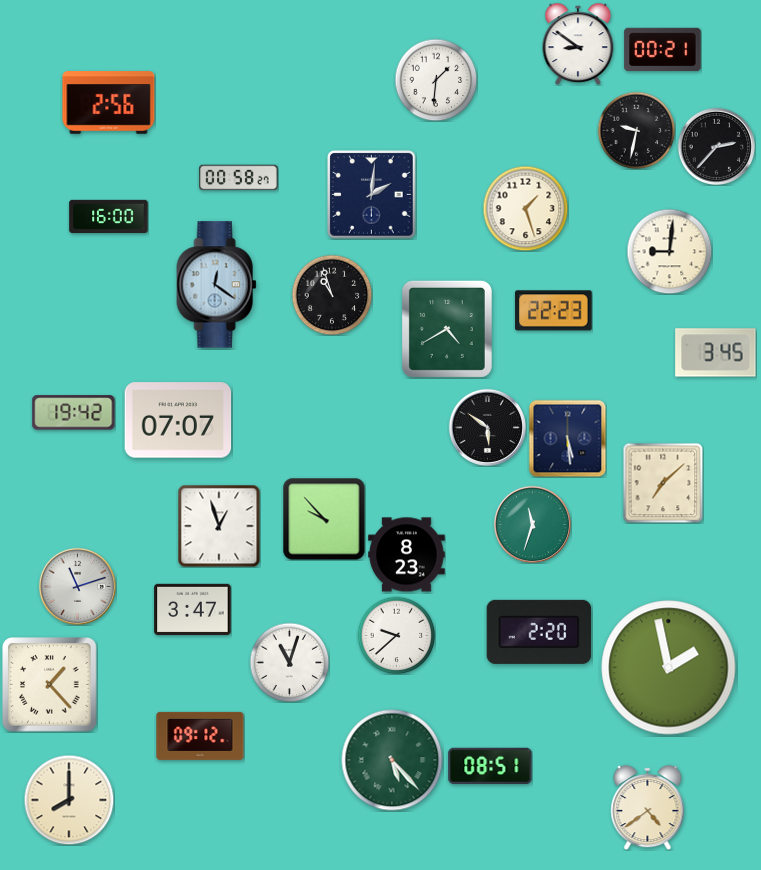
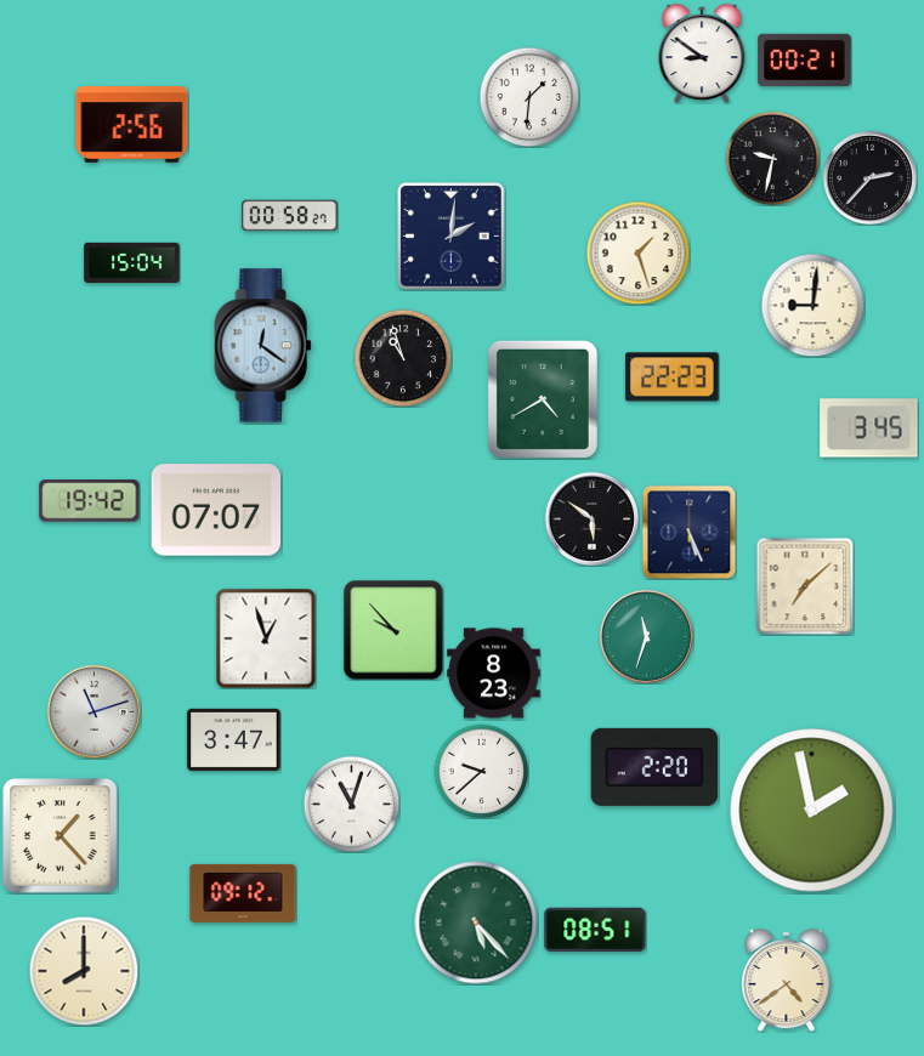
clock at (109, 217): 16:00 -> 15:04
clock at (567, 438): 5:29 -> 5:26
clock at (50, 685) position: (50, 685) -> (61, 836)
